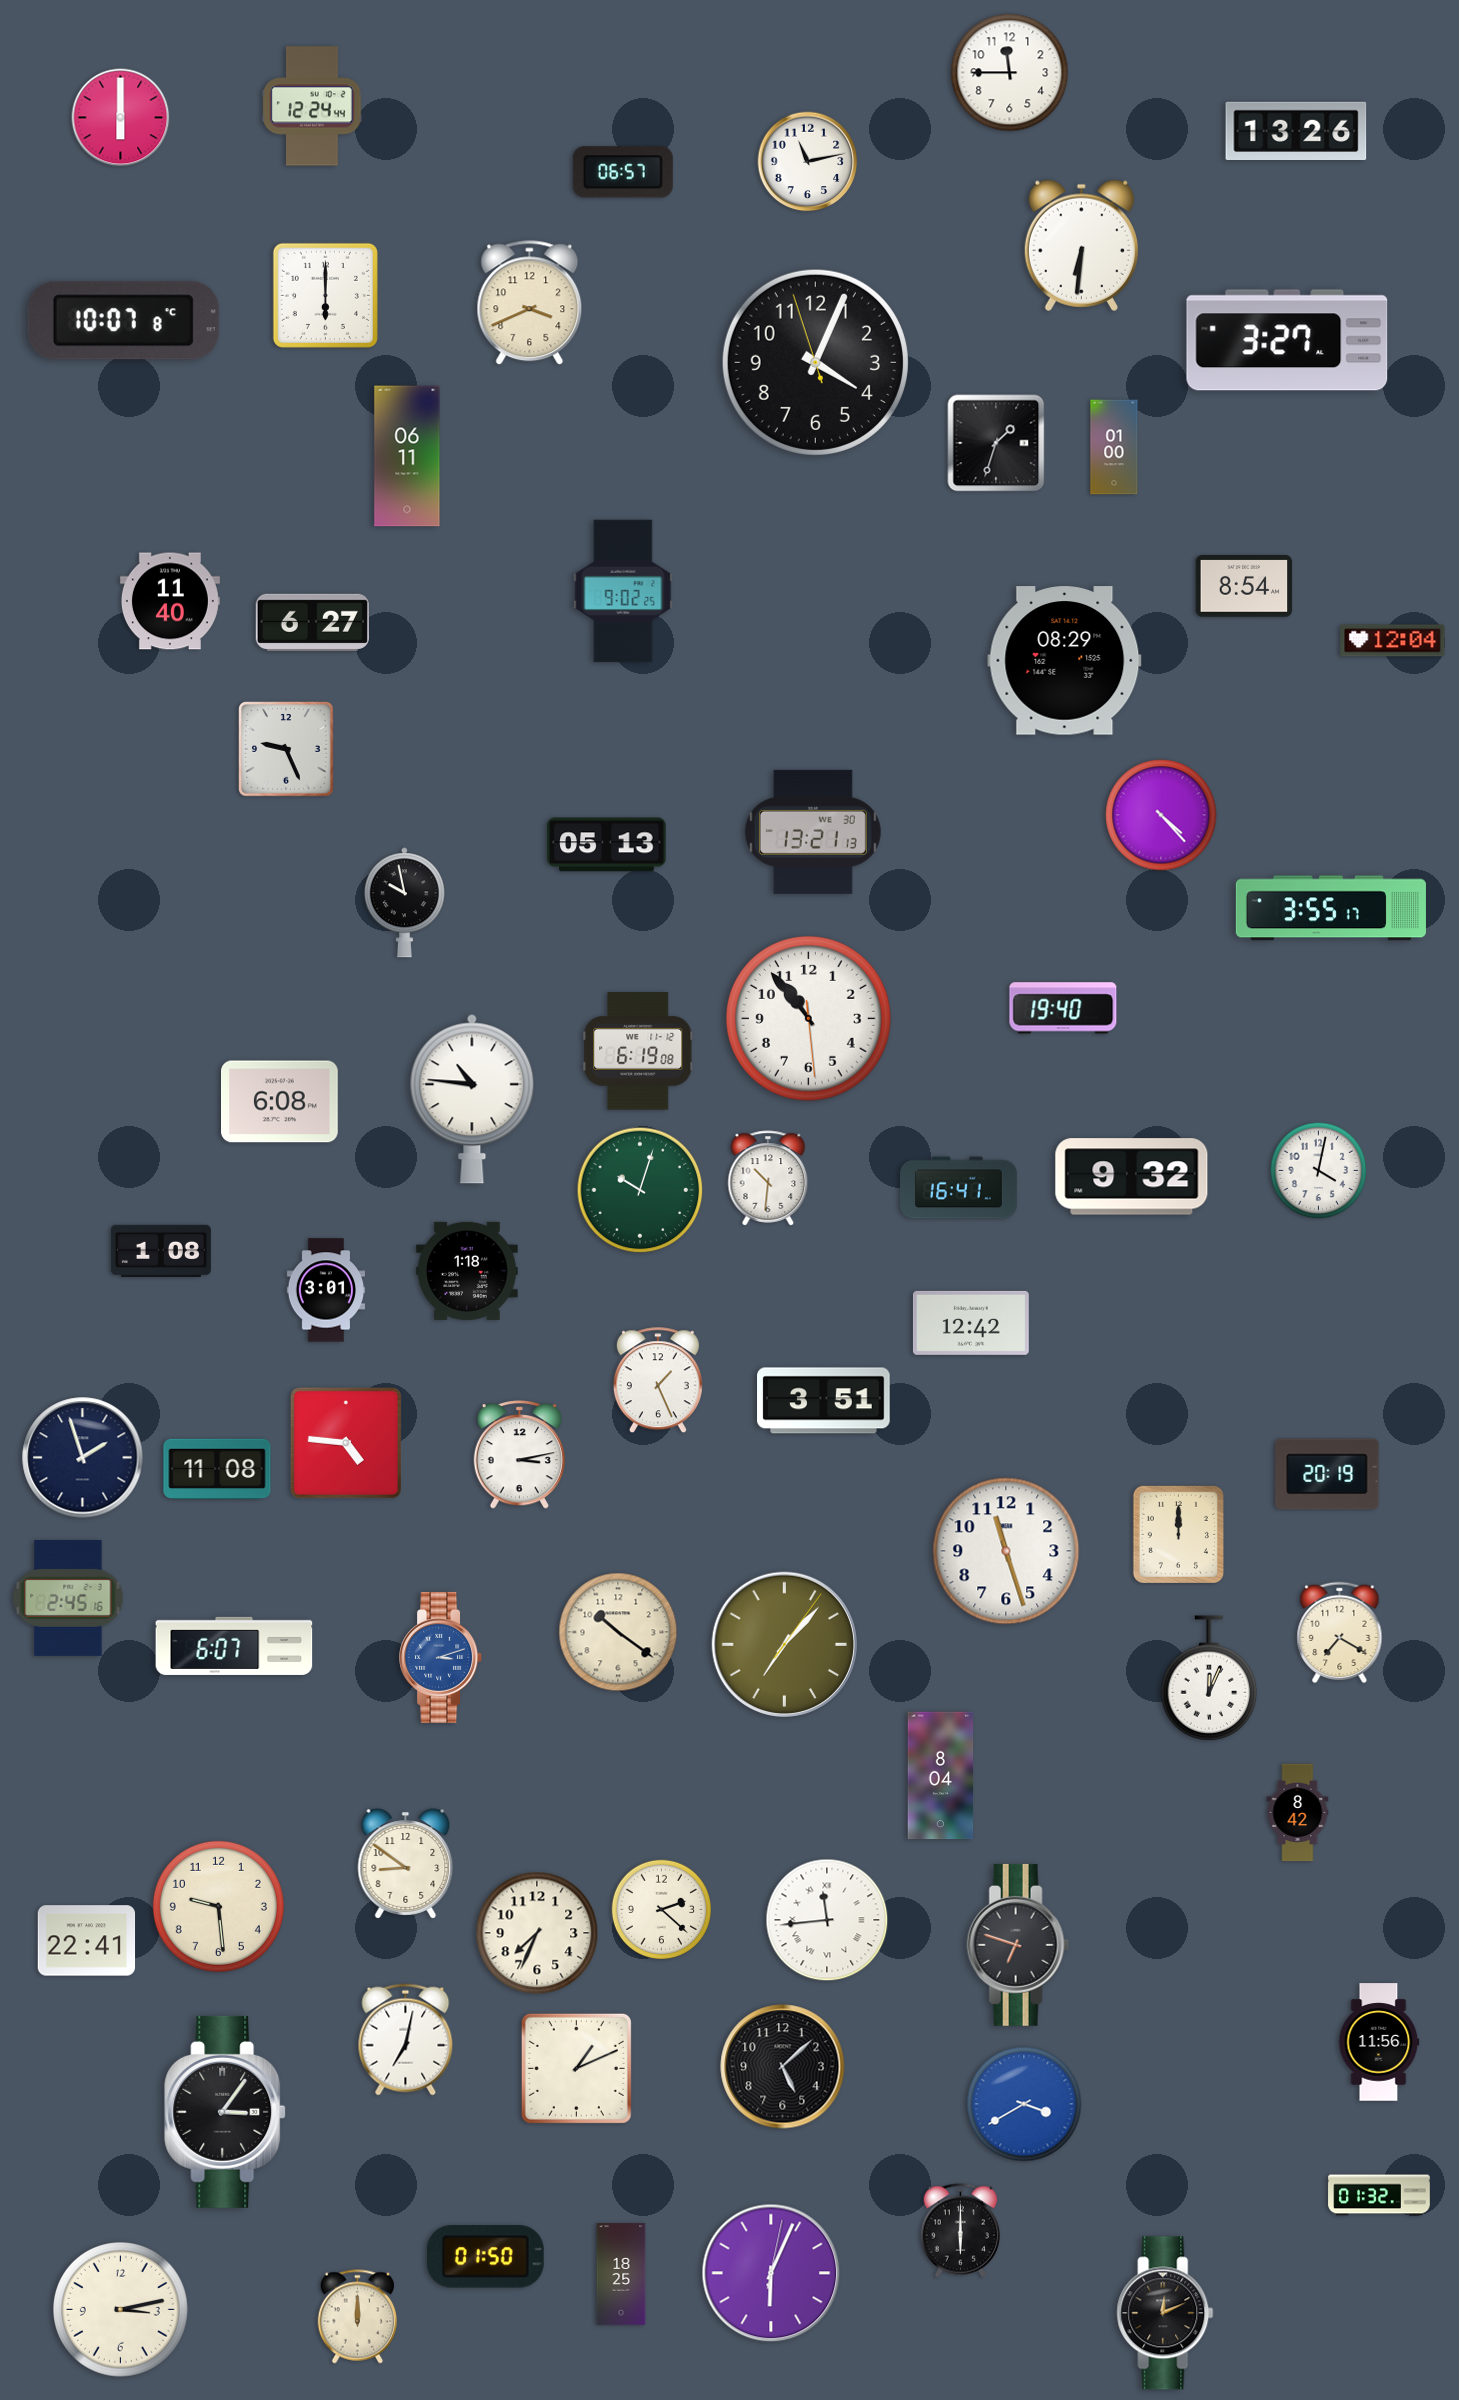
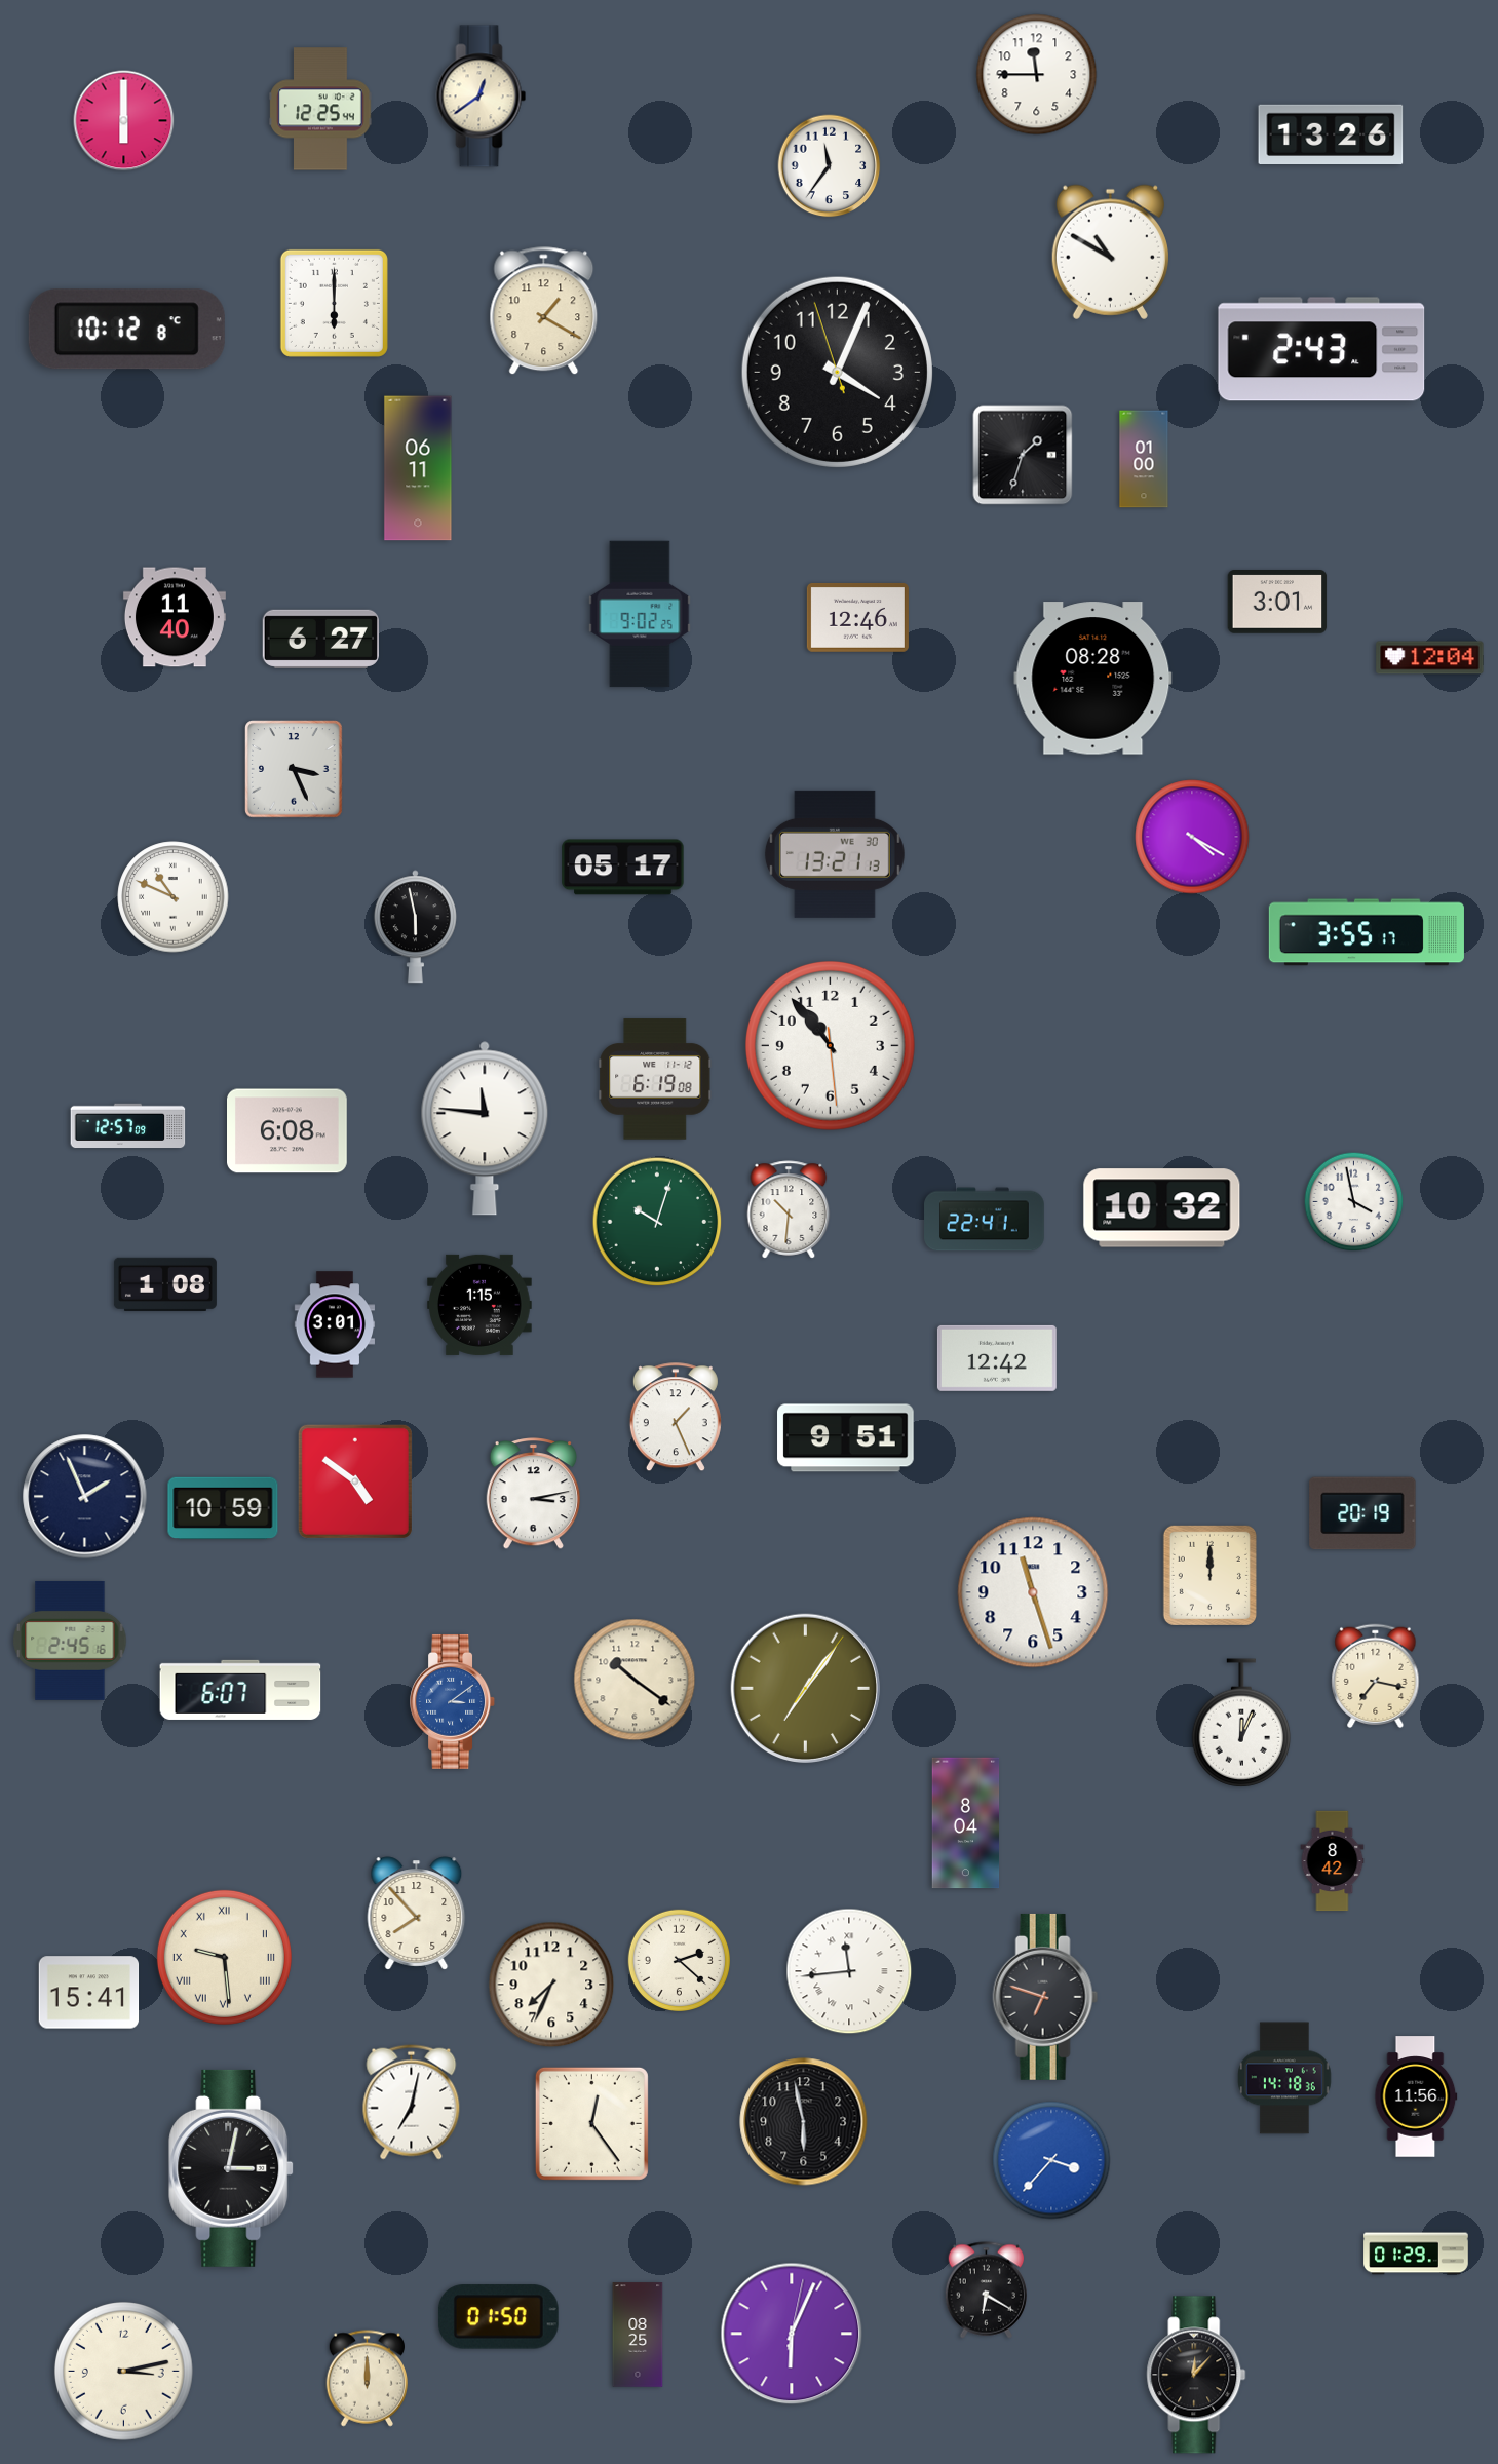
clock at (482, 97): none -> 12:39
clock at (312, 106): 12:24 -> 12:25
clock at (808, 162): 11:13 -> 11:36
clock at (623, 172): 06:57 -> none
clock at (1081, 245): 6:31 -> 10:50
clock at (530, 303): 3:41 -> 1:20
clock at (123, 321): 10:07 -> 10:12
clock at (1287, 340): 3:27 -> 2:43
clock at (1244, 586): 8:54 -> 3:01
clock at (623, 591) position: (623, 591) -> (640, 614)
clock at (857, 617): none -> 12:46
clock at (1065, 661): 08:29 -> 08:28
clock at (286, 749): 9:26 -> 3:26
clock at (1161, 815): 4:23 -> 4:20
clock at (607, 845): 05:13 -> 05:17
clock at (174, 897): none -> 10:49
clock at (404, 903): 9:58 -> 5:58
clock at (1063, 1008): 19:40 -> none
clock at (128, 1126): none -> 12:57
clock at (472, 1099): 10:46 -> 11:46
clock at (1319, 1171): 4:02 -> 3:58
clock at (1132, 1177): 9:32 -> 10:32
clock at (959, 1188): 16:41 -> 22:41
clock at (467, 1271): 1:18 -> 1:15
clock at (824, 1401): 3:51 -> 9:51
clock at (346, 1443): 4:46 -> 4:51
clock at (83, 1458): 1:57 -> 1:56
clock at (217, 1469): 11:08 -> 10:59
clock at (618, 1632) position: (618, 1632) -> (635, 1680)
clock at (1340, 1633): 7:20 -> 7:17
clock at (784, 1644): 7:07 -> 7:06
clock at (441, 1657): 3:12 -> 3:09
clock at (406, 1864): 8:51 -> 7:53
clock at (218, 1906) numerals: Arabic -> Roman
clock at (87, 1941): 22:41 -> 15:41
clock at (1285, 2078): none -> 14:18
clock at (406, 2040) position: (406, 2040) -> (412, 2103)
clock at (783, 2067): 5:08 -> 5:58
clock at (576, 2068): 1:11 -> 12:24
clock at (1024, 2104): 3:40 -> 3:37
clock at (225, 2112): 3:06 -> 3:02
clock at (1379, 2195): 01:32 -> 01:29
clock at (961, 2231): 6:00 -> 6:20
clock at (621, 2274): 18:25 -> 08:25
clock at (1165, 2313): 12:11 -> 12:07
